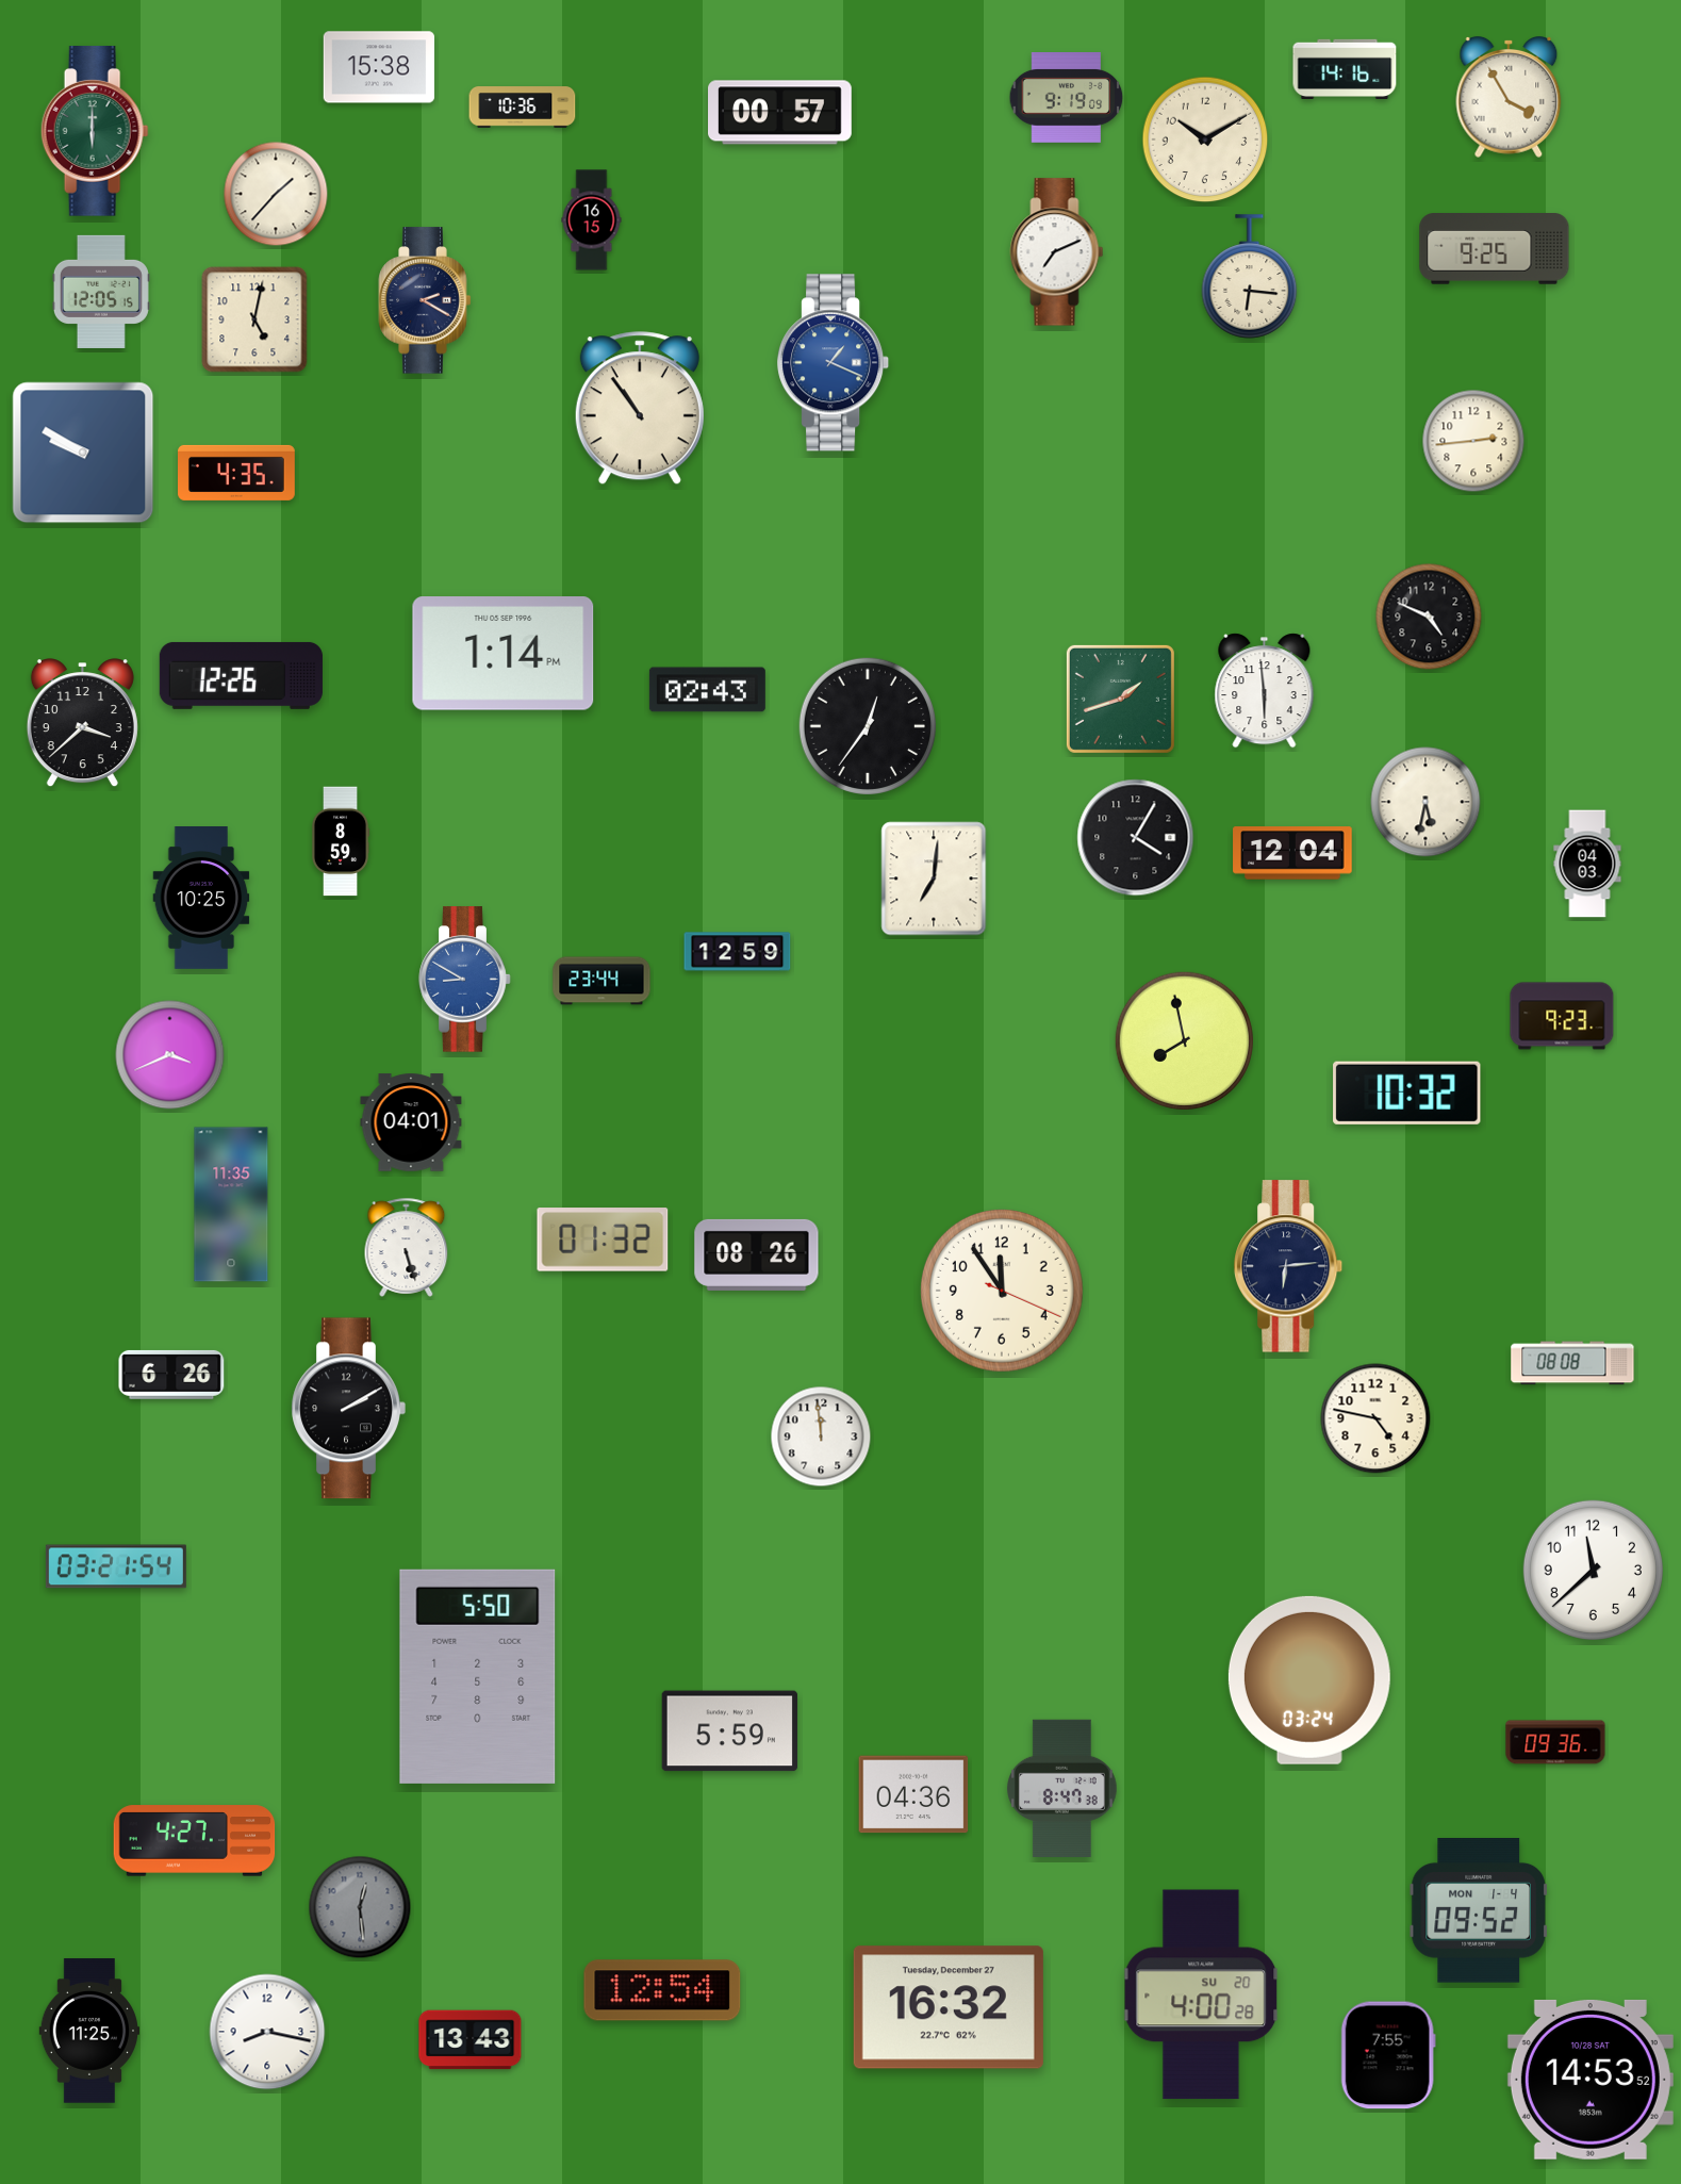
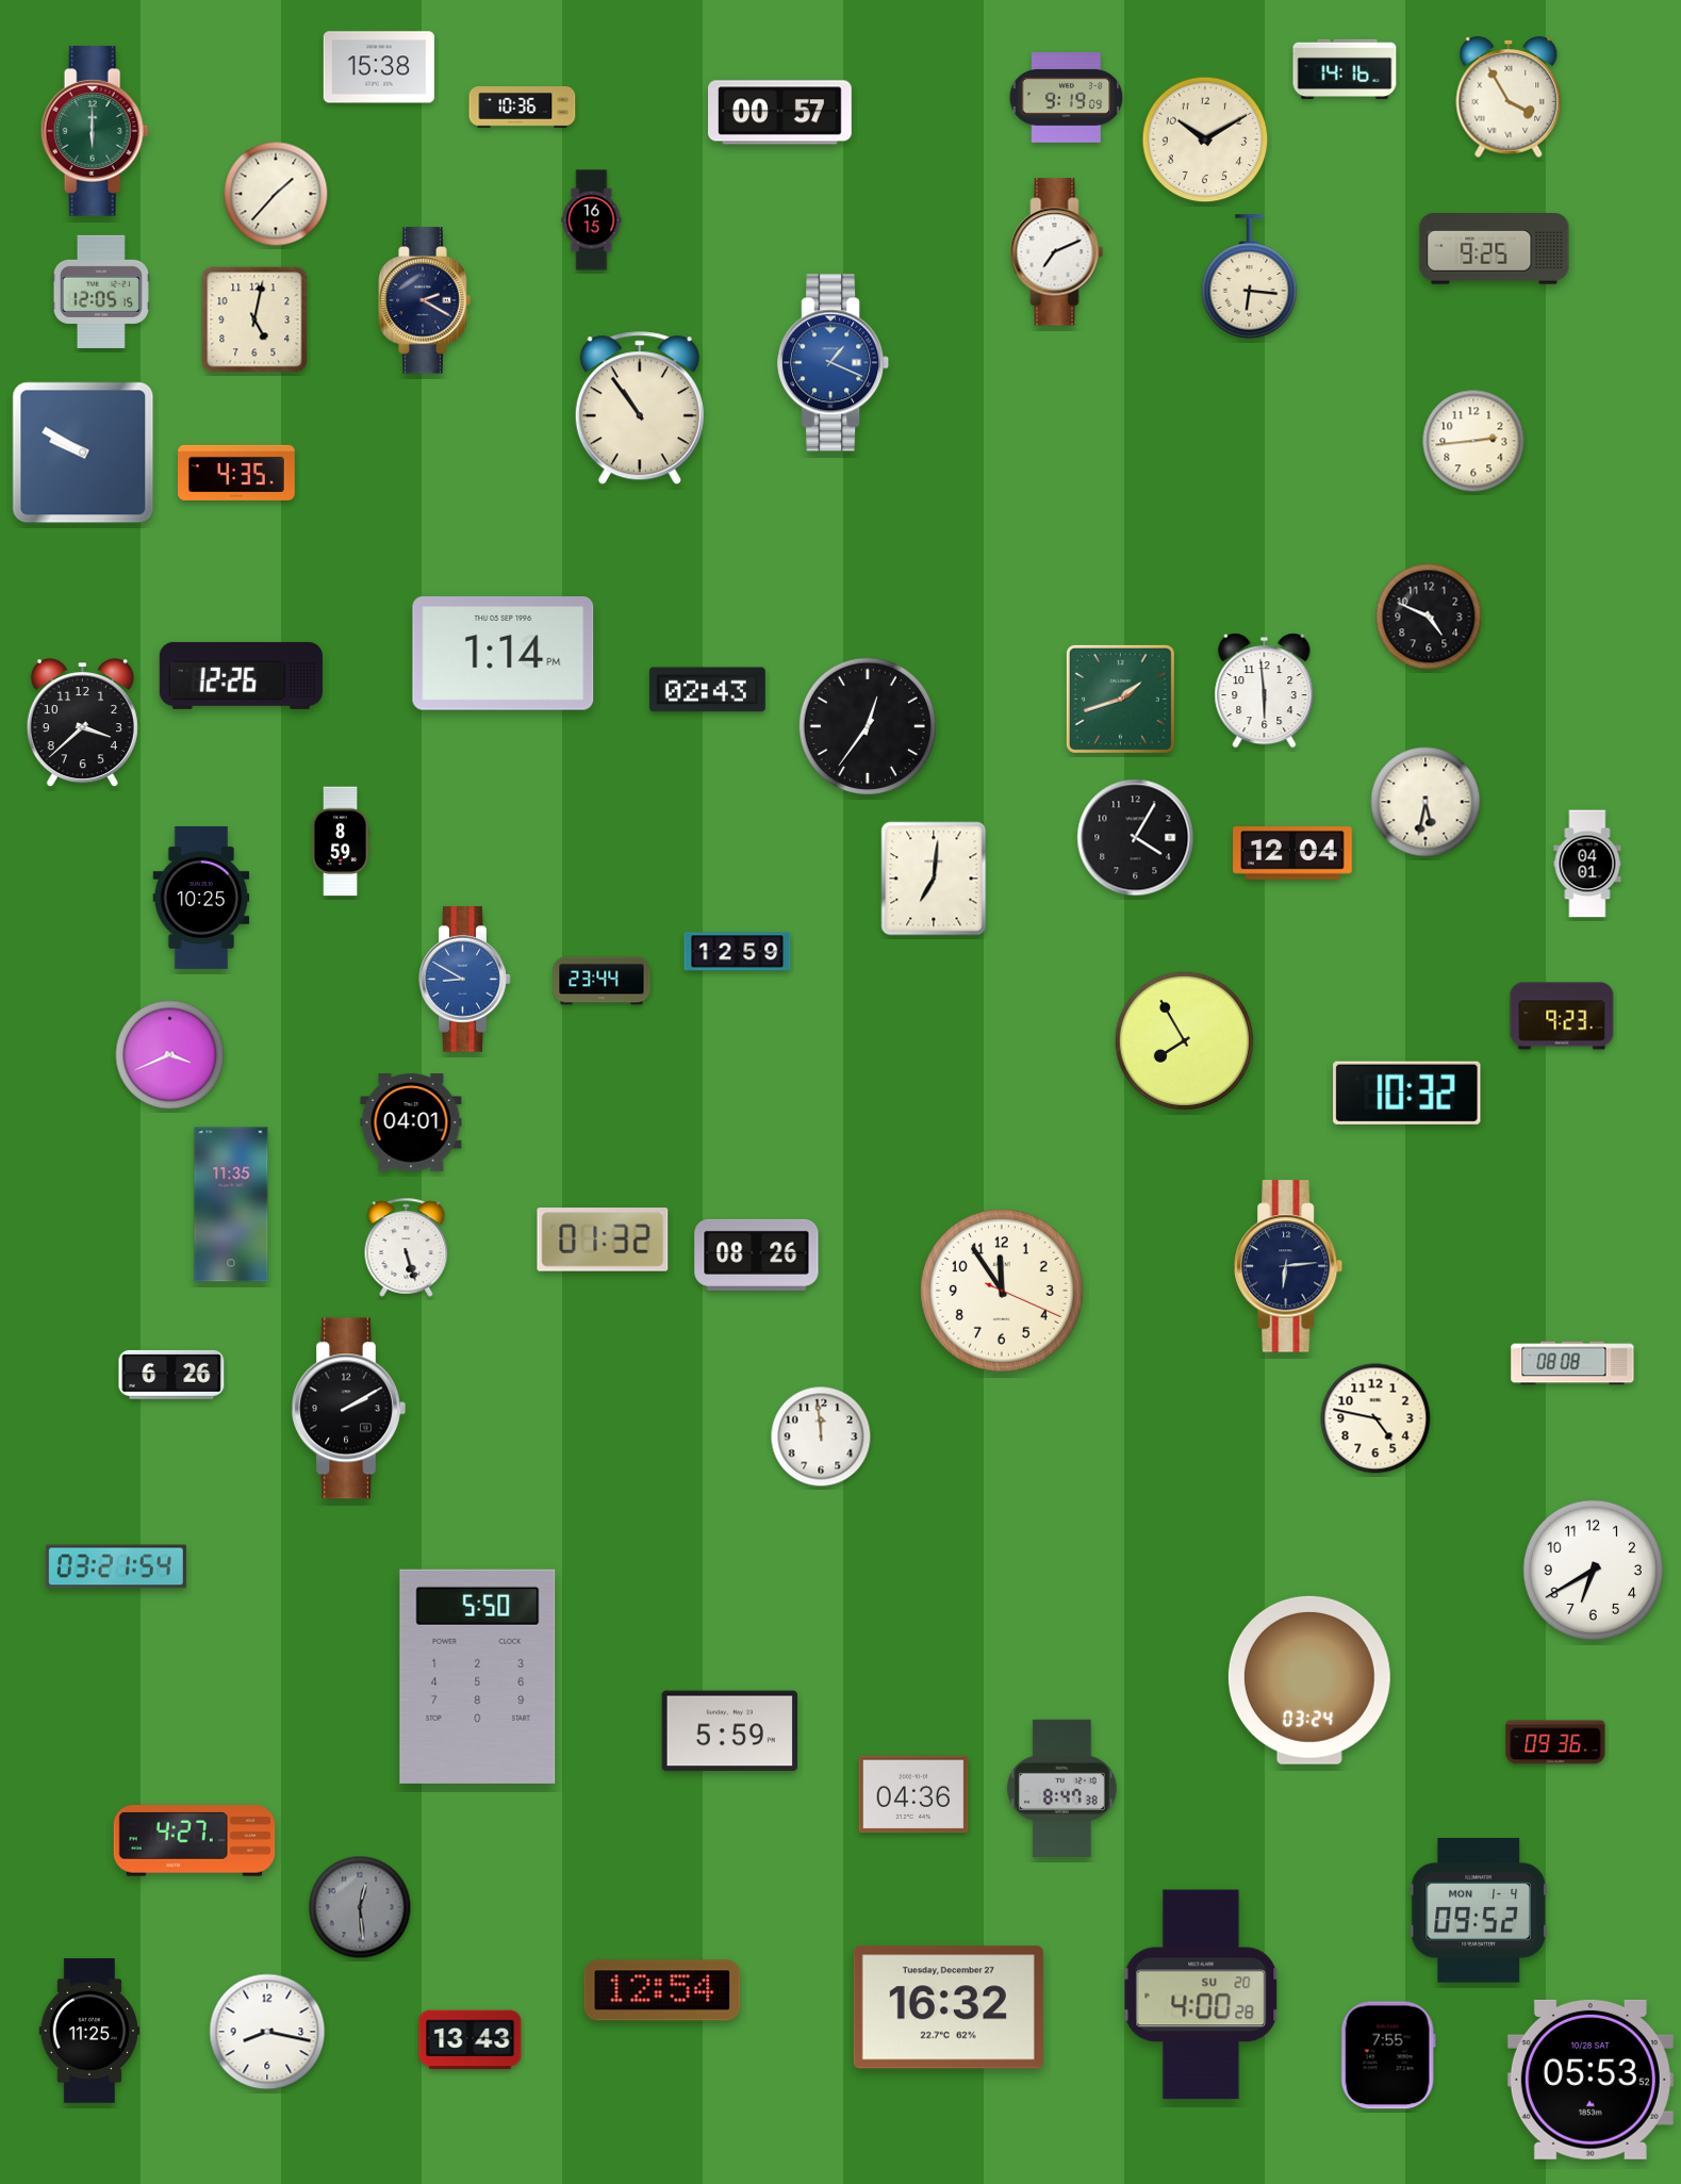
clock at (1587, 864): 04:03 -> 04:01
clock at (1184, 1040): 7:58 -> 7:55
clock at (1593, 1570): 11:38 -> 6:40
clock at (1591, 2080): 14:53 -> 05:53
